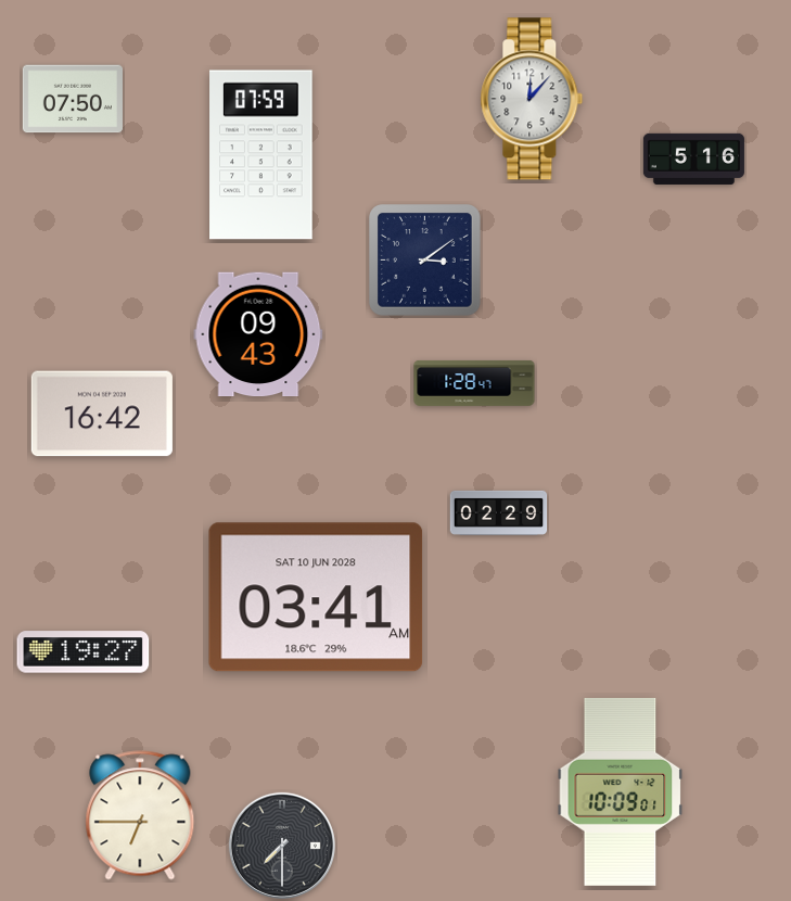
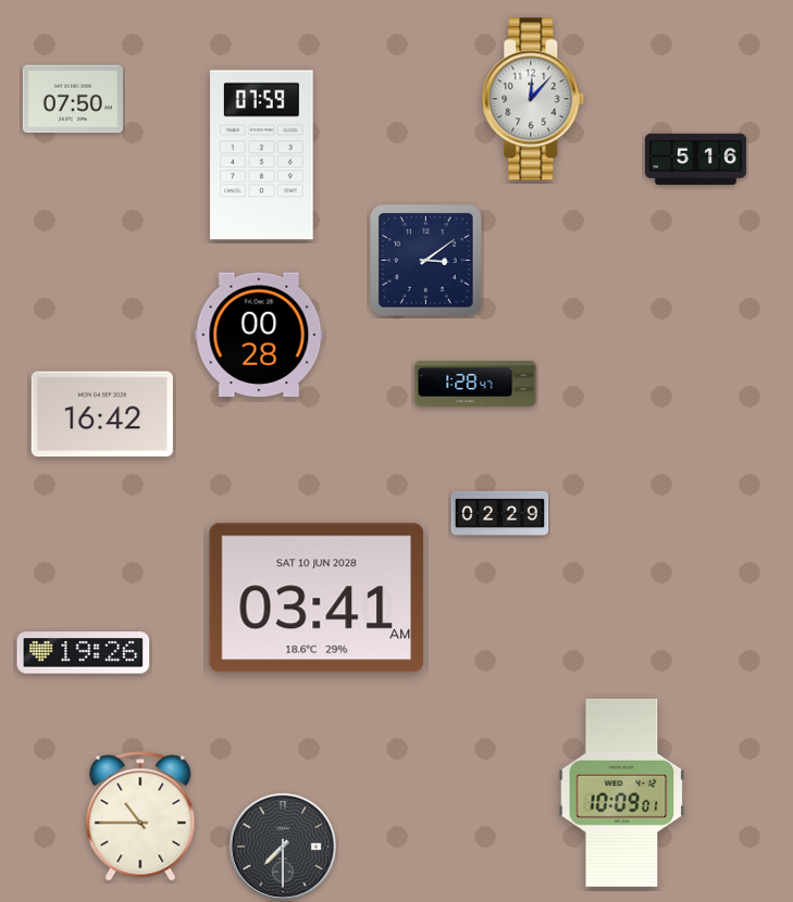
clock at (258, 334): 09:43 -> 00:28
clock at (84, 652): 19:27 -> 19:26
clock at (140, 815): 6:45 -> 10:45
